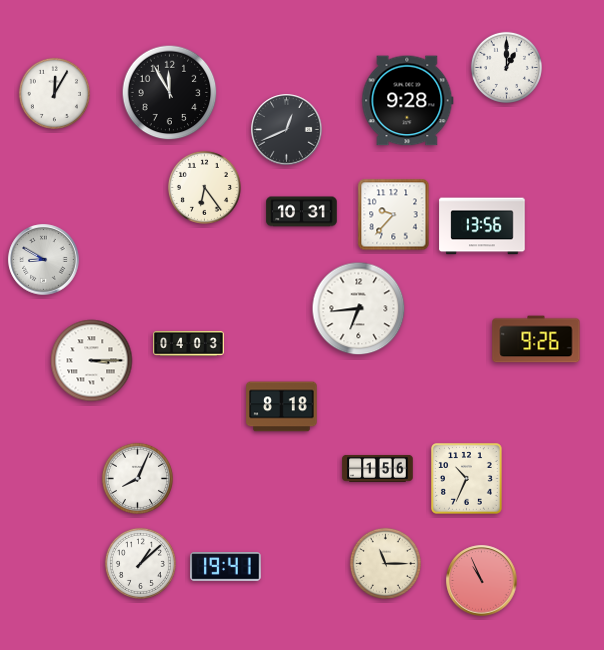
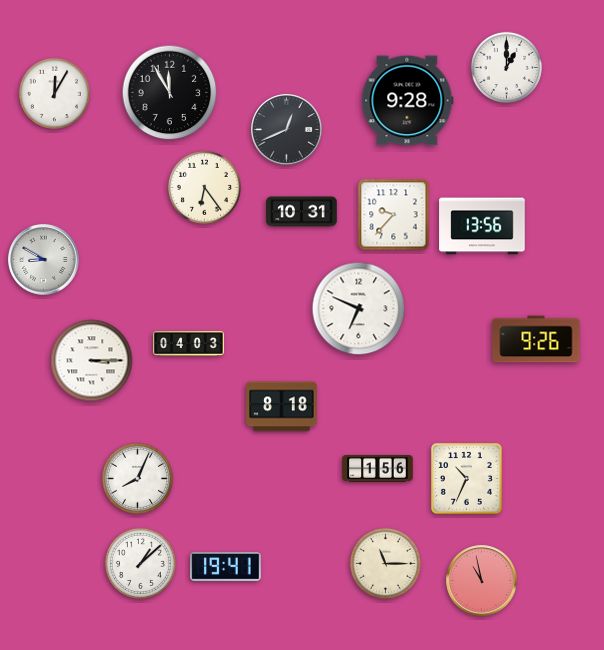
clock at (359, 309): 6:44 -> 6:49
clock at (482, 581): 10:56 -> 10:58
